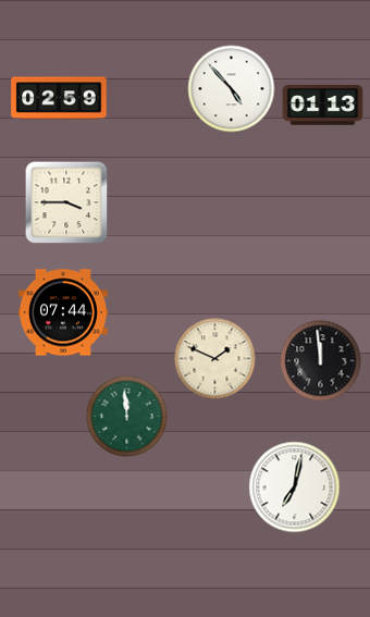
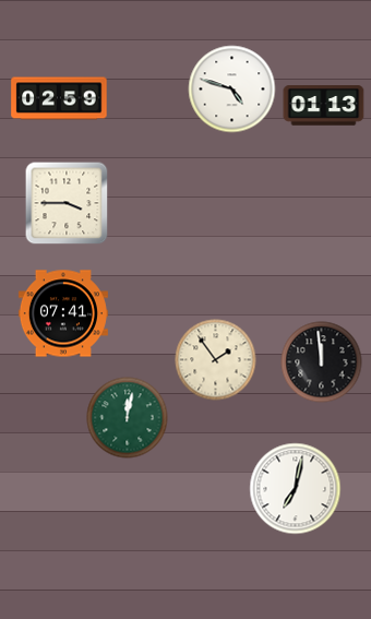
clock at (232, 89): 4:53 -> 4:48
clock at (63, 312): 07:44 -> 07:41
clock at (215, 359): 1:49 -> 1:54
clock at (127, 417): 11:59 -> 12:02
